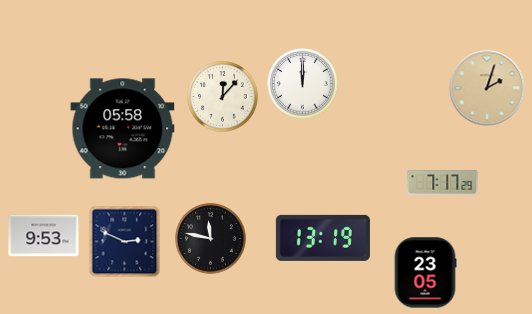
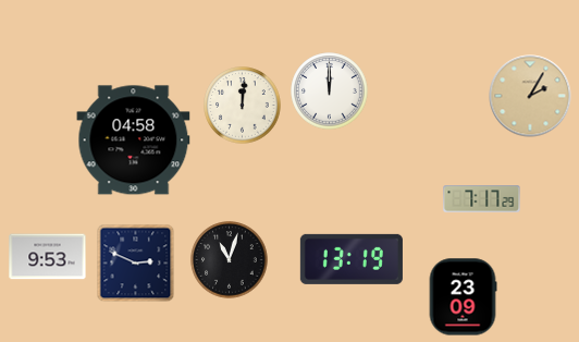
clock at (487, 88): 2:03 -> 2:05
clock at (223, 97): 12:07 -> 12:01
clock at (123, 129): 05:58 -> 04:58
clock at (211, 239): 11:47 -> 11:03
clock at (425, 273): 23:05 -> 23:09
